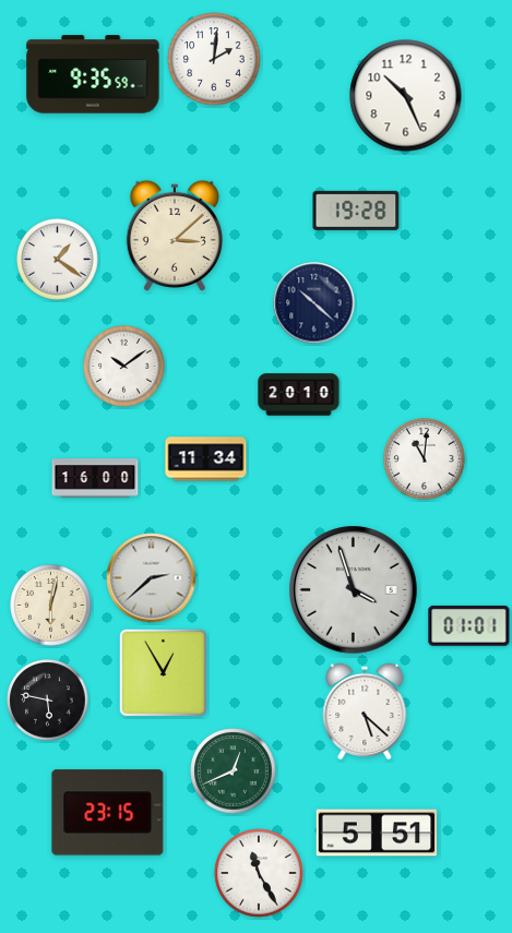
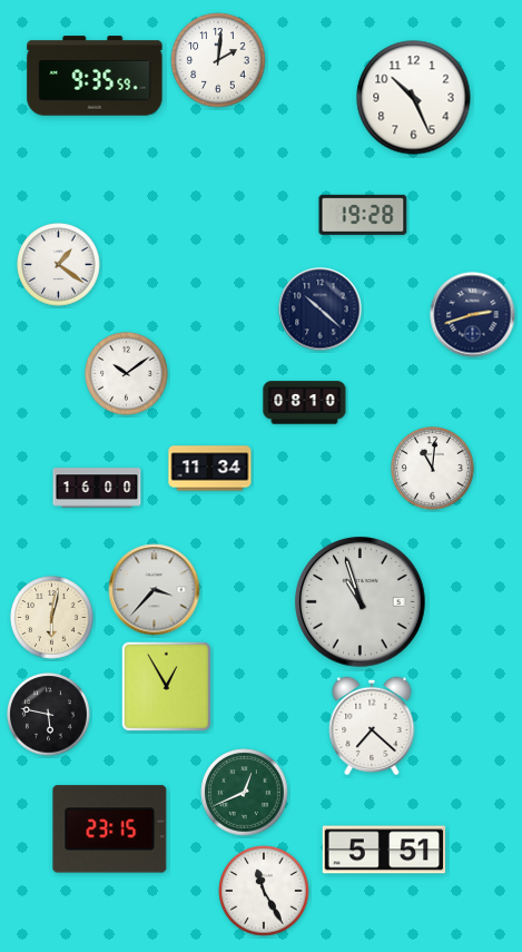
clock at (175, 236): 3:08 -> none
clock at (473, 315): none -> 2:42
clock at (299, 395): 20:10 -> 08:10
clock at (152, 578): 2:38 -> 3:37
clock at (354, 590): 3:57 -> 10:57
clock at (469, 625): 01:01 -> none
clock at (365, 711): 5:22 -> 7:22
clock at (234, 771) position: (234, 771) -> (245, 793)
